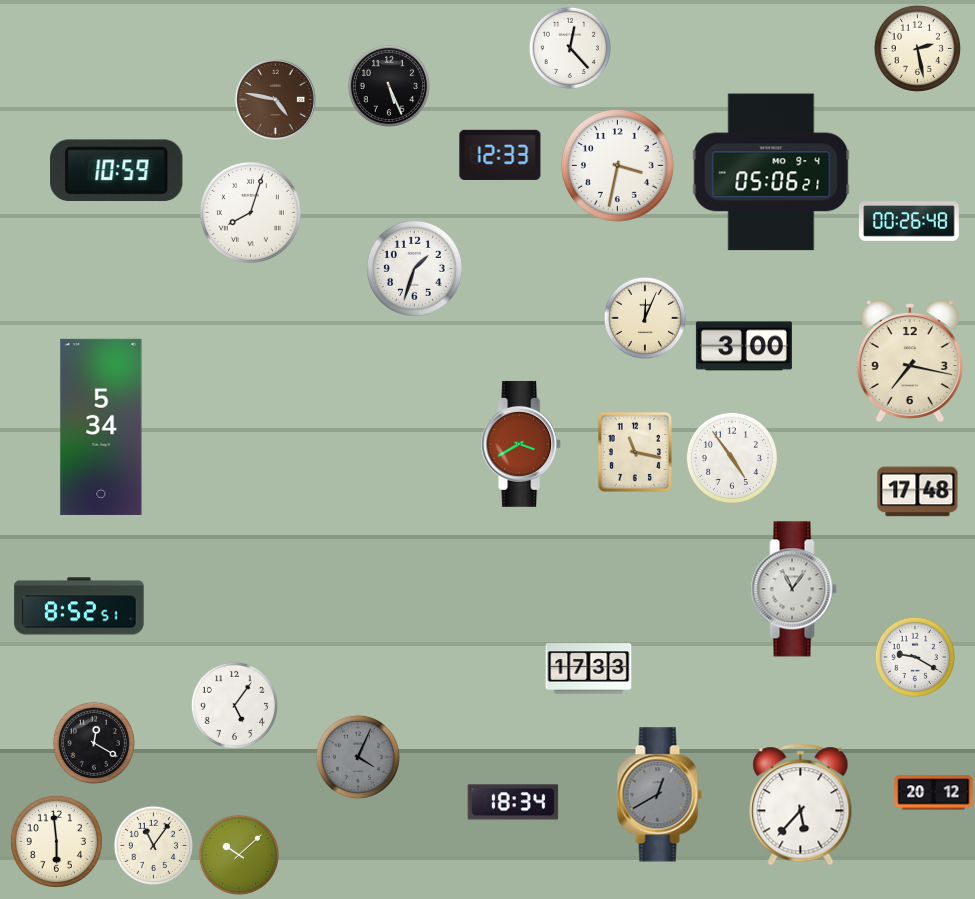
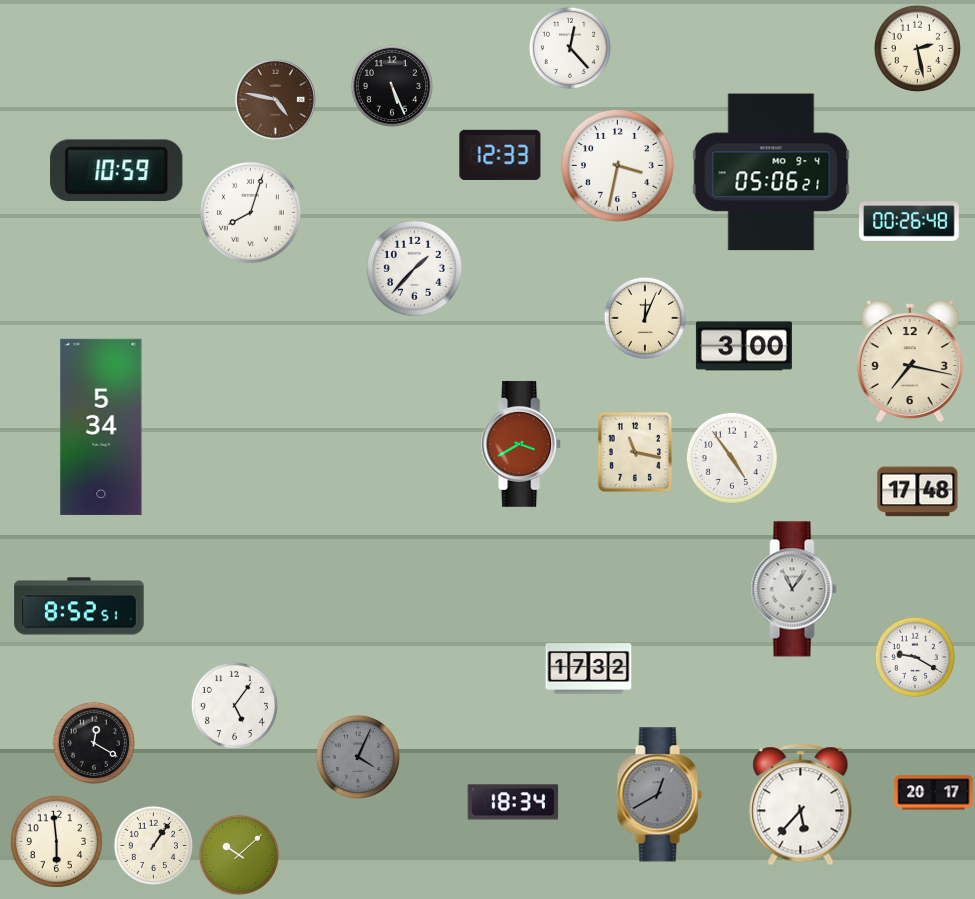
clock at (389, 86) position: (389, 86) -> (392, 86)
clock at (414, 268): 1:33 -> 1:37
clock at (589, 669): 17:33 -> 17:32
clock at (934, 793): 20:12 -> 20:17
clock at (153, 845): 11:06 -> 1:06
